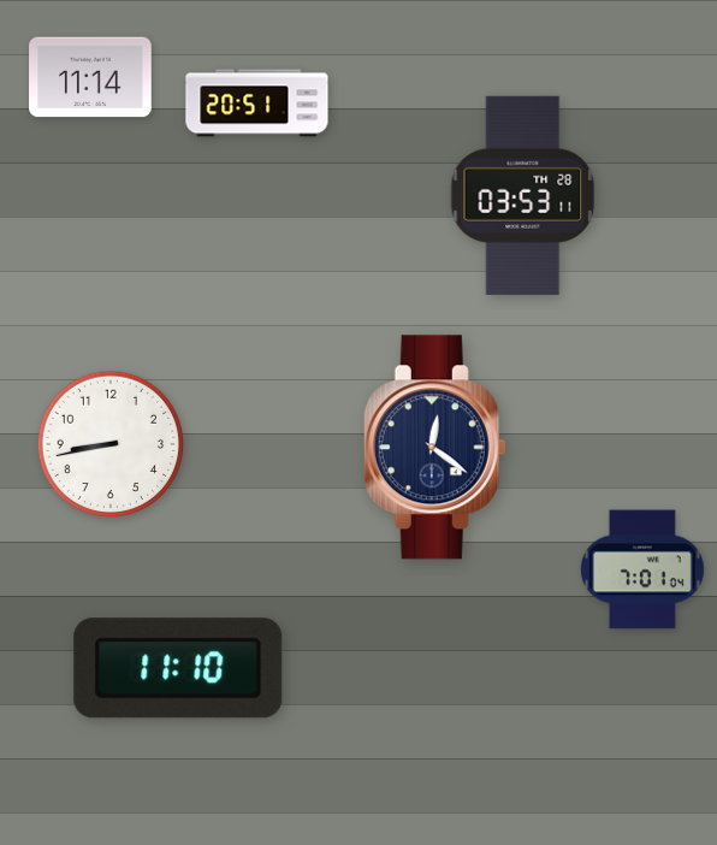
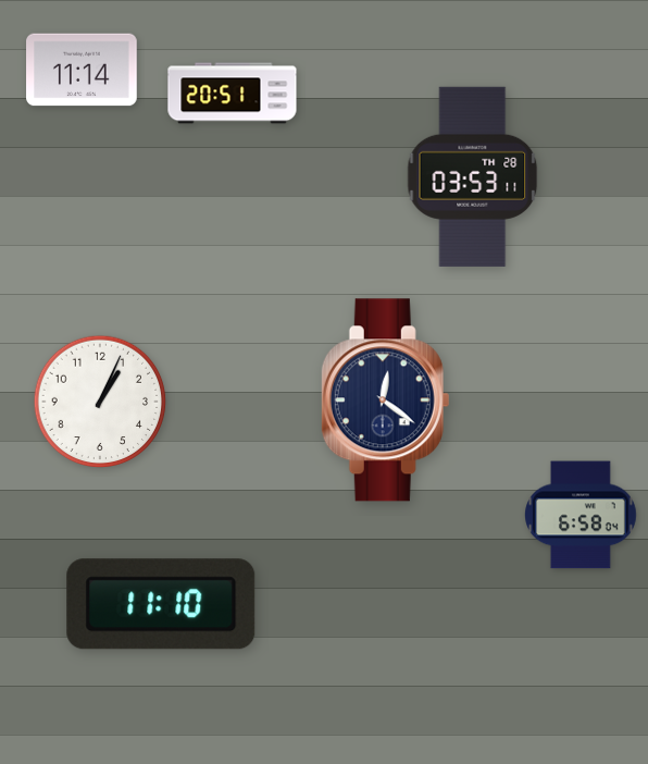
clock at (111, 444): 8:43 -> 1:04
clock at (435, 448) position: (435, 448) -> (386, 401)
clock at (644, 569): 7:01 -> 6:58
